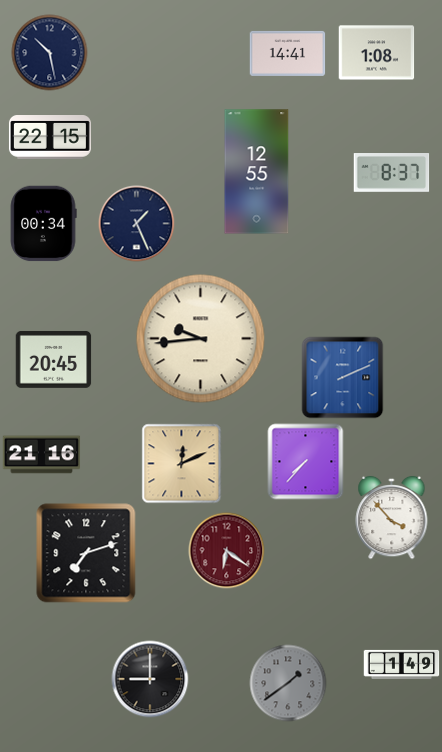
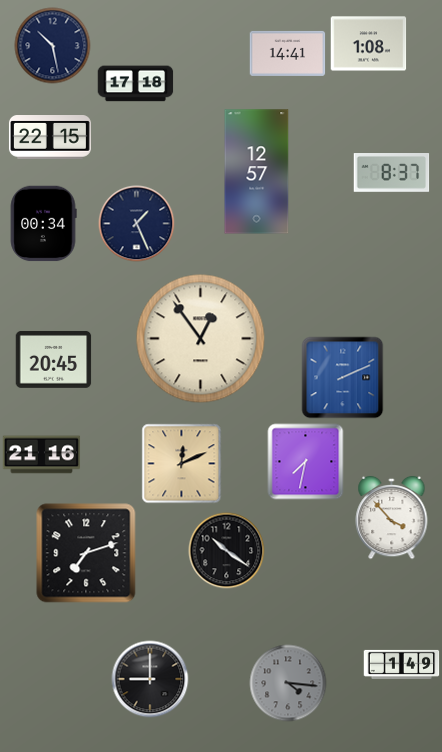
clock at (50, 53) position: (50, 53) -> (53, 46)
clock at (377, 53) position: (377, 53) -> (369, 44)
clock at (136, 84): none -> 17:18
clock at (257, 172): 12:55 -> 12:57
clock at (201, 339): 9:44 -> 12:54
clock at (306, 462): 7:37 -> 7:32
clock at (227, 551): 6:21 -> 10:21
clock at (227, 551) dial: burgundy -> black
clock at (288, 683): 1:39 -> 4:16
